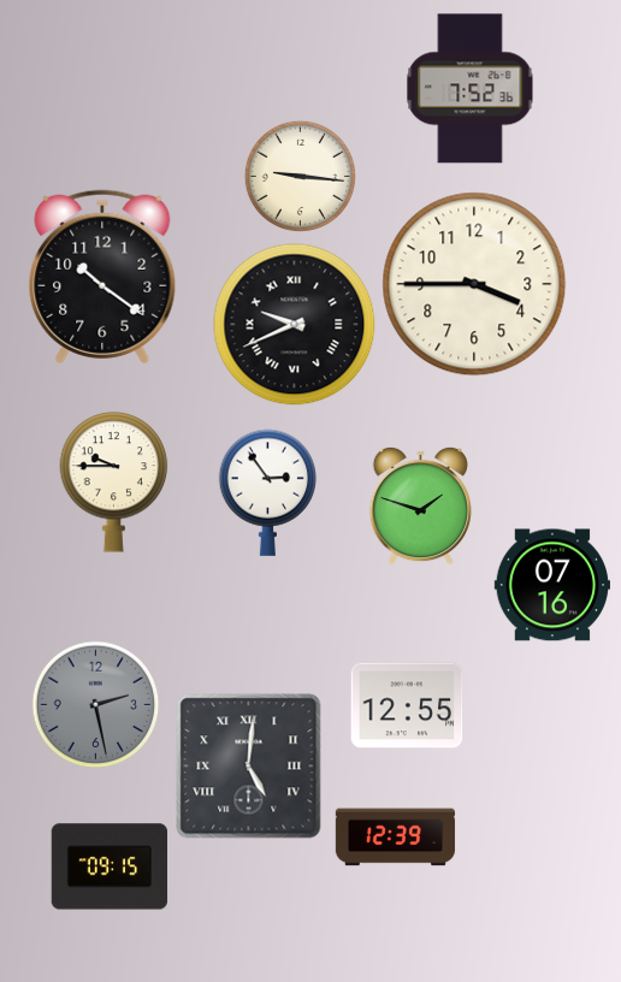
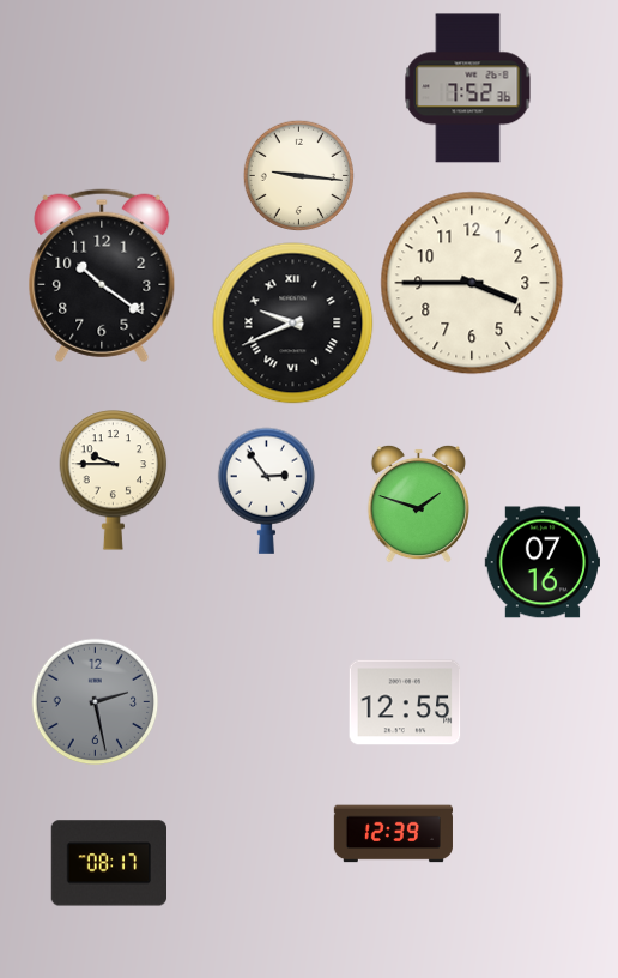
clock at (552, 585) position: (552, 585) -> (543, 562)
clock at (249, 767): 5:01 -> none
clock at (108, 866): 09:15 -> 08:17
